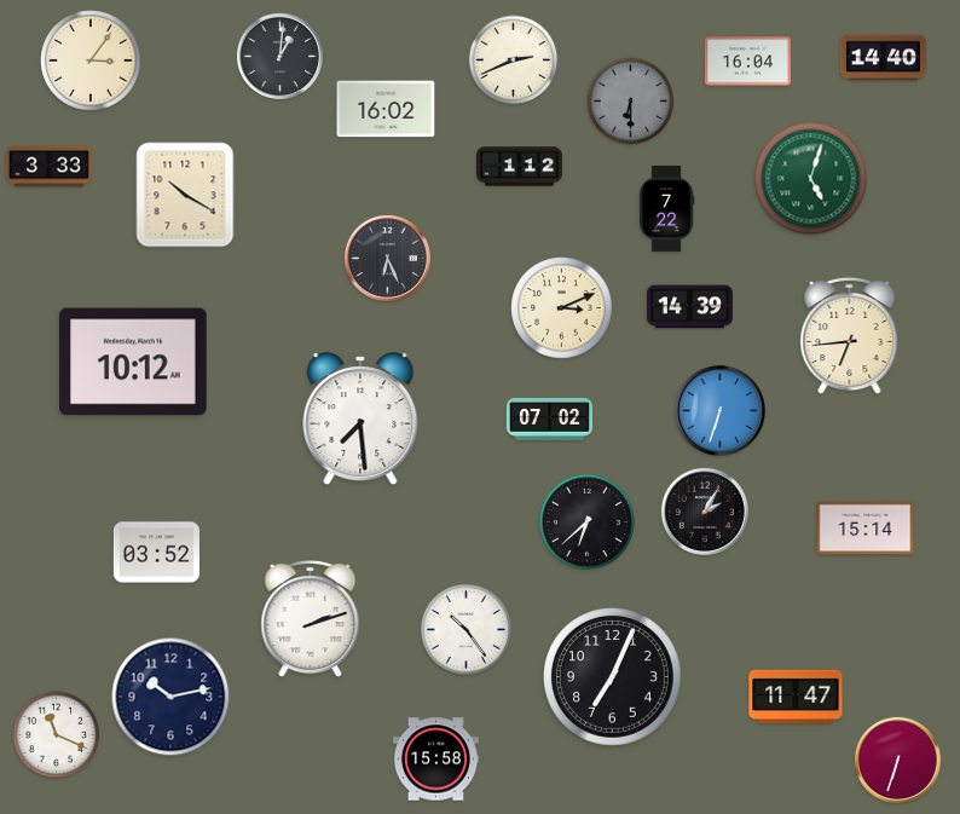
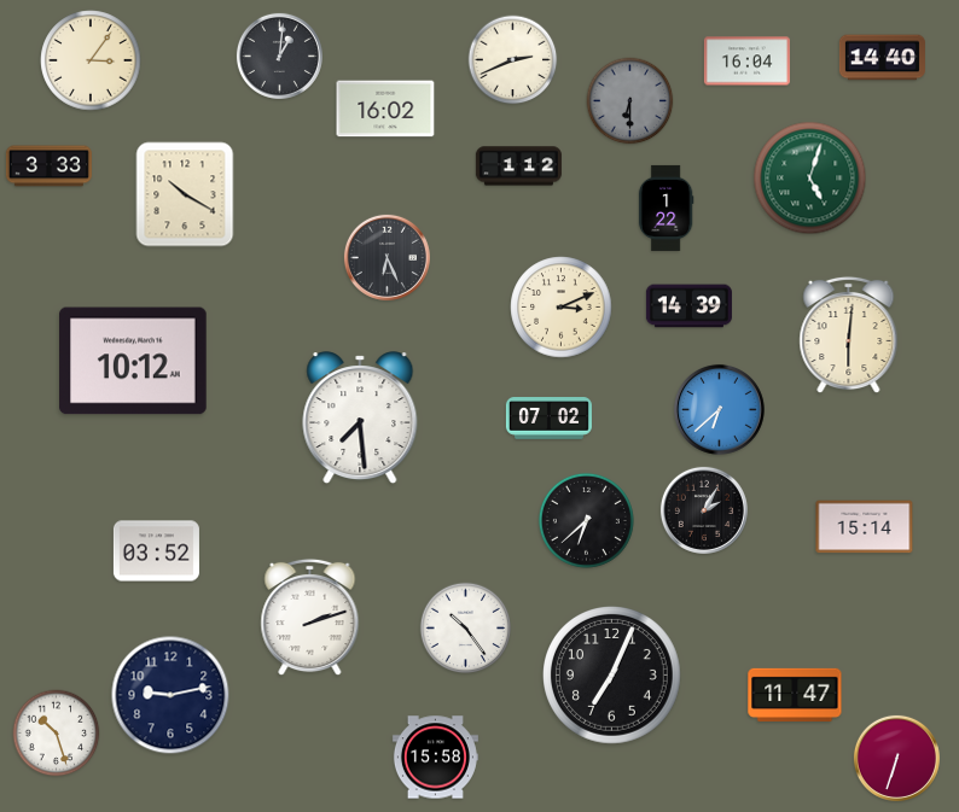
clock at (666, 208): 7:22 -> 1:22
clock at (850, 336): 6:44 -> 6:01
clock at (719, 410): 6:33 -> 6:38
clock at (170, 697): 10:13 -> 9:13
clock at (57, 735): 11:19 -> 10:27
